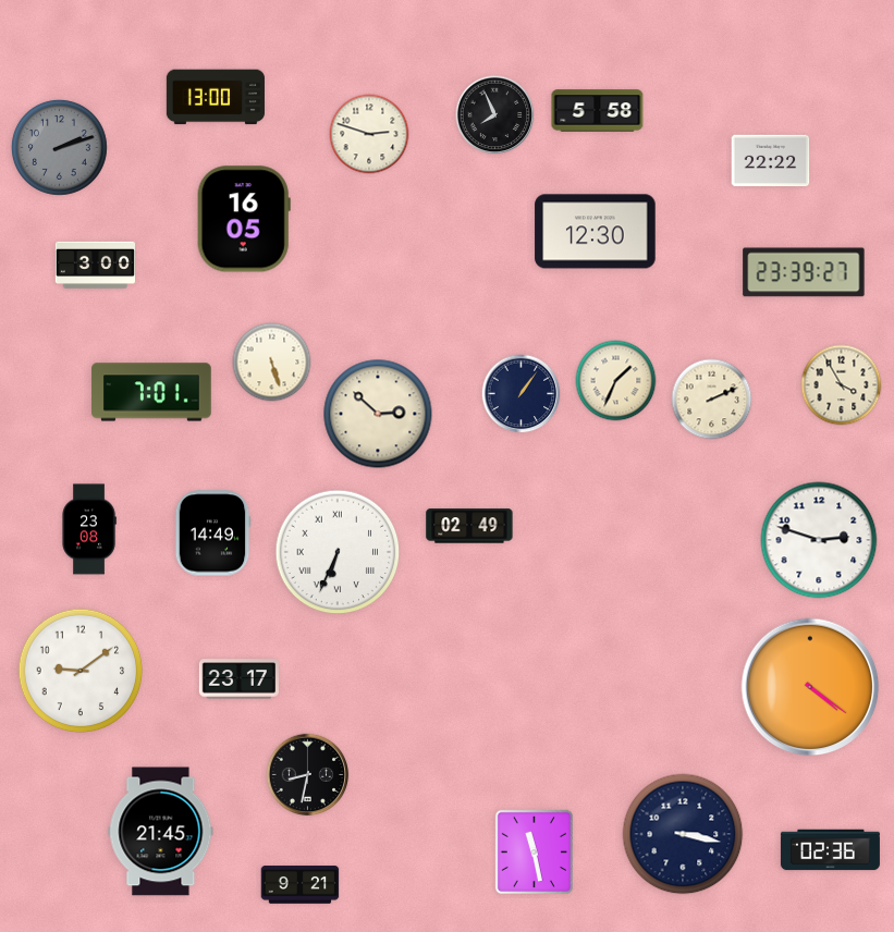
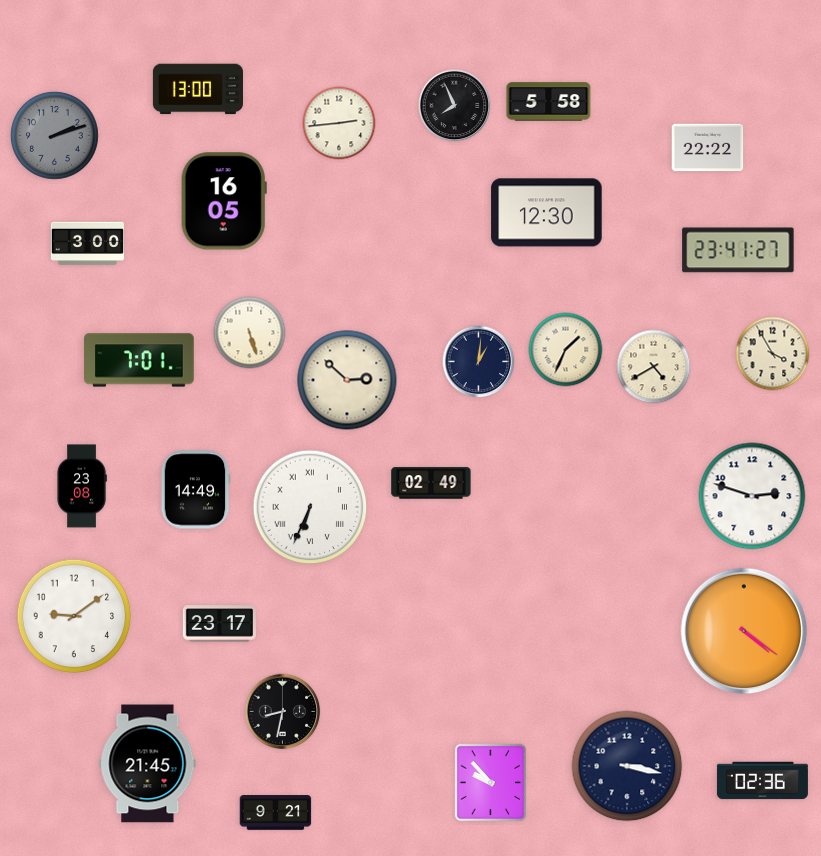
clock at (369, 134): 2:48 -> 2:44
clock at (804, 272): 23:39 -> 23:41
clock at (522, 394): 1:06 -> 1:01
clock at (712, 400): 2:11 -> 4:40
clock at (534, 851): 11:28 -> 9:53
